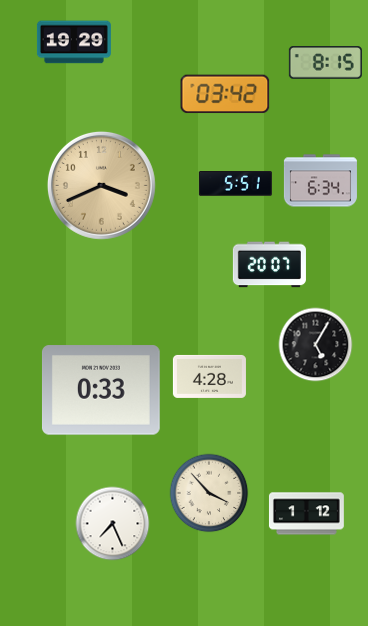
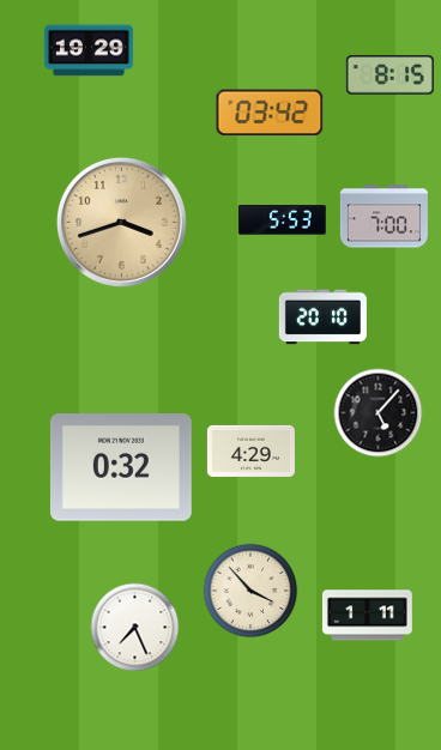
clock at (320, 181): 6:34 -> 7:00
clock at (235, 184): 5:51 -> 5:53
clock at (101, 185): 3:41 -> 3:42
clock at (269, 265): 20:07 -> 20:10
clock at (316, 345): 5:05 -> 5:07
clock at (209, 376): 4:28 -> 4:29
clock at (101, 390): 0:33 -> 0:32
clock at (306, 514): 1:12 -> 1:11
